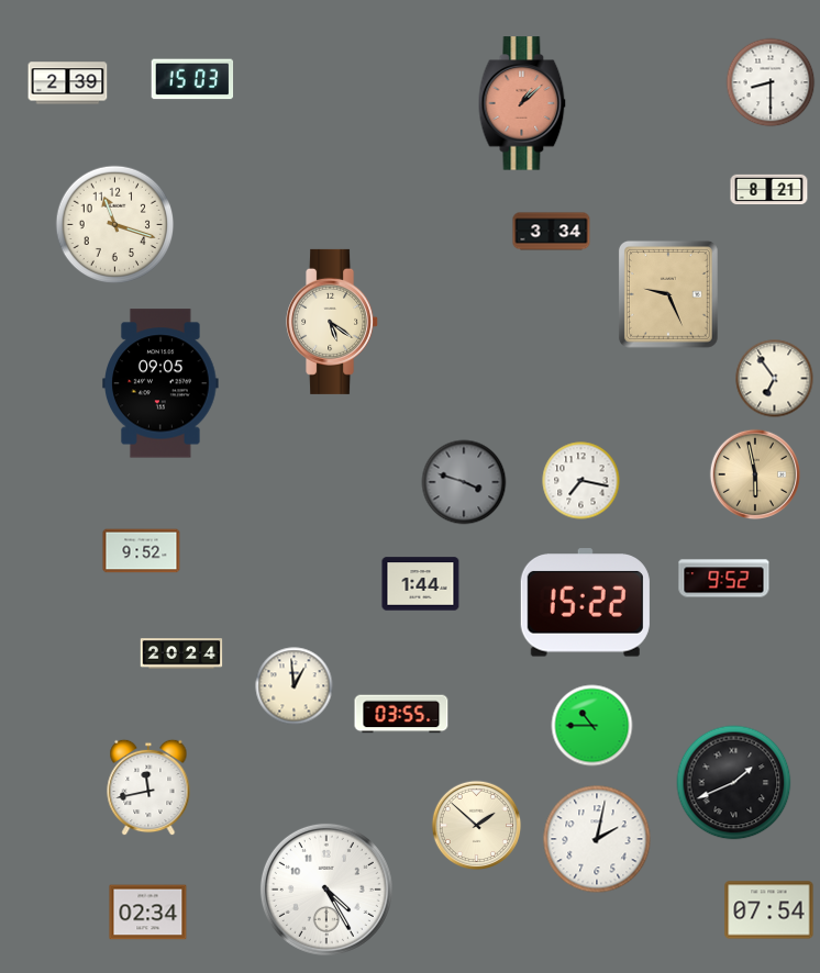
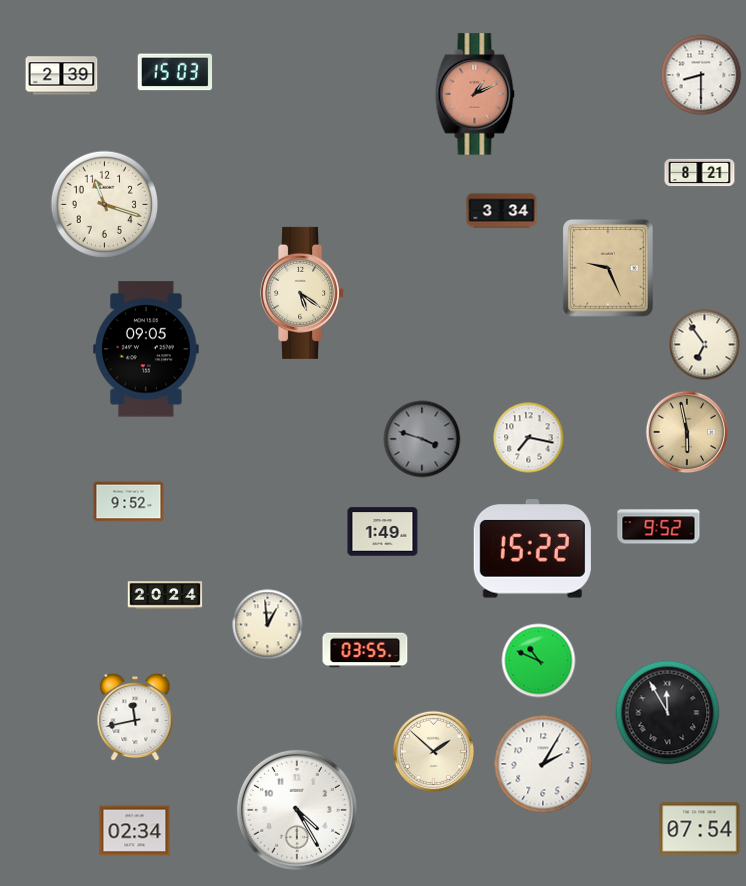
clock at (522, 103): 1:08 -> 1:11
clock at (421, 584): 1:44 -> 1:49
clock at (592, 726): 10:45 -> 10:49
clock at (734, 783): 1:41 -> 11:55
clock at (597, 839): 2:02 -> 2:05
